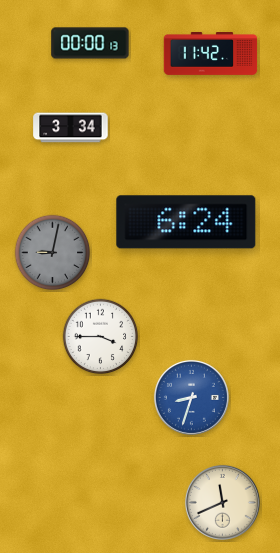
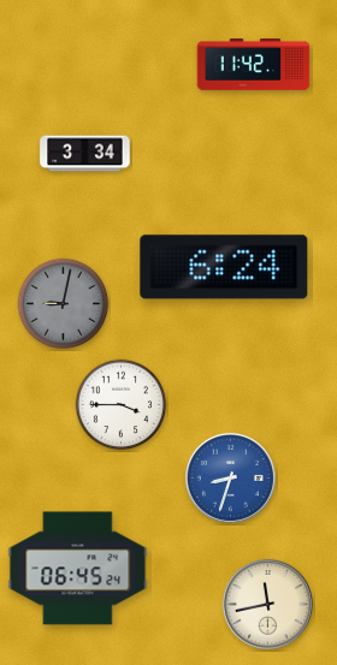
clock at (90, 43): 00:00 -> none
clock at (78, 569): none -> 06:45
clock at (222, 502): 11:41 -> 11:43
